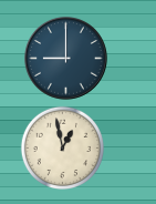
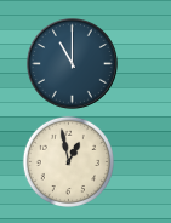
clock at (66, 59): 9:00 -> 11:00
